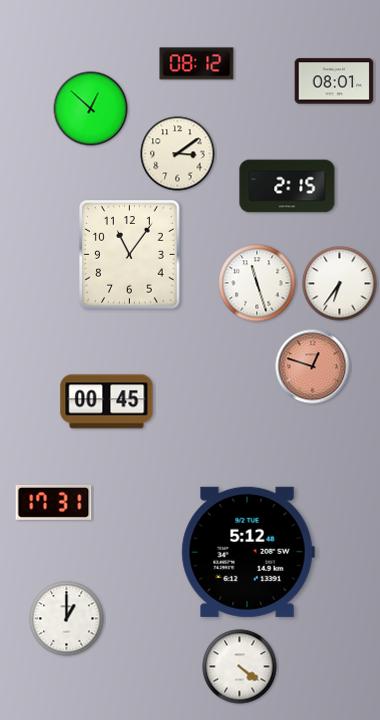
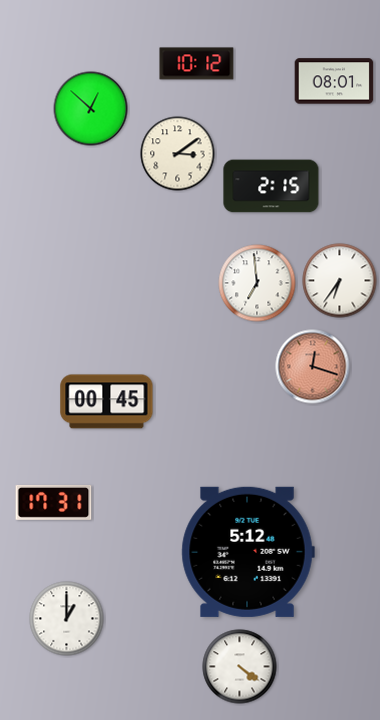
clock at (197, 64): 08:12 -> 10:12
clock at (287, 186) position: (287, 186) -> (271, 186)
clock at (130, 255): 11:06 -> none
clock at (257, 283): 11:27 -> 6:59
clock at (340, 284) position: (340, 284) -> (340, 281)
clock at (313, 367): 12:48 -> 12:18
